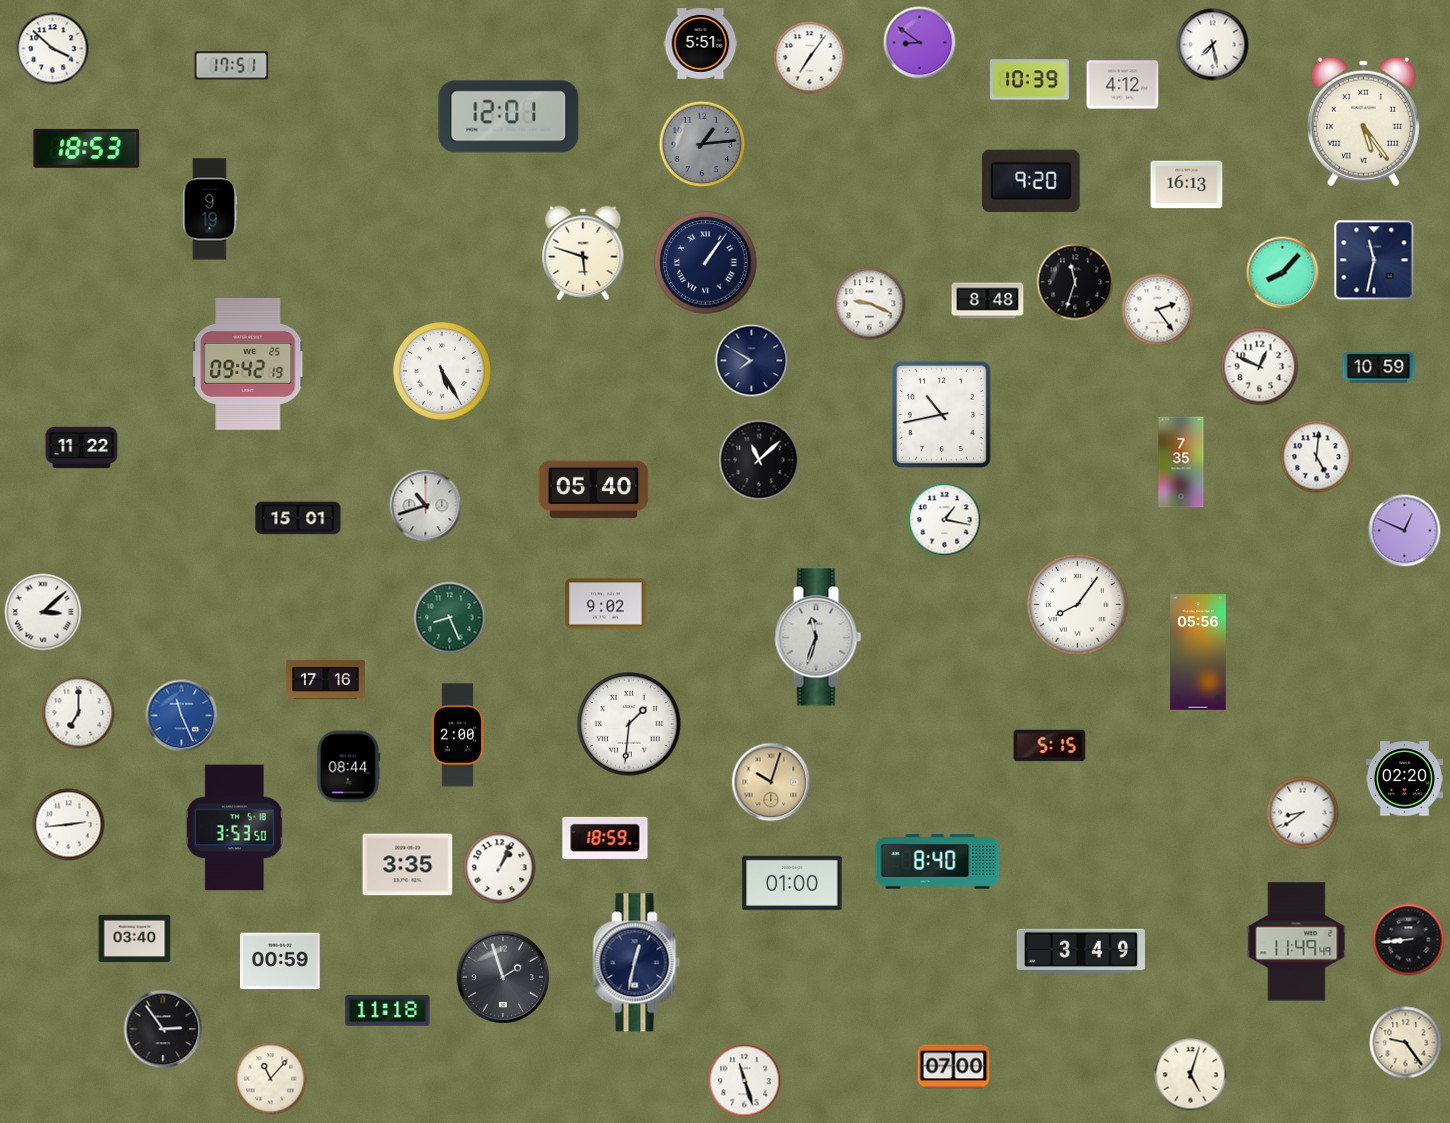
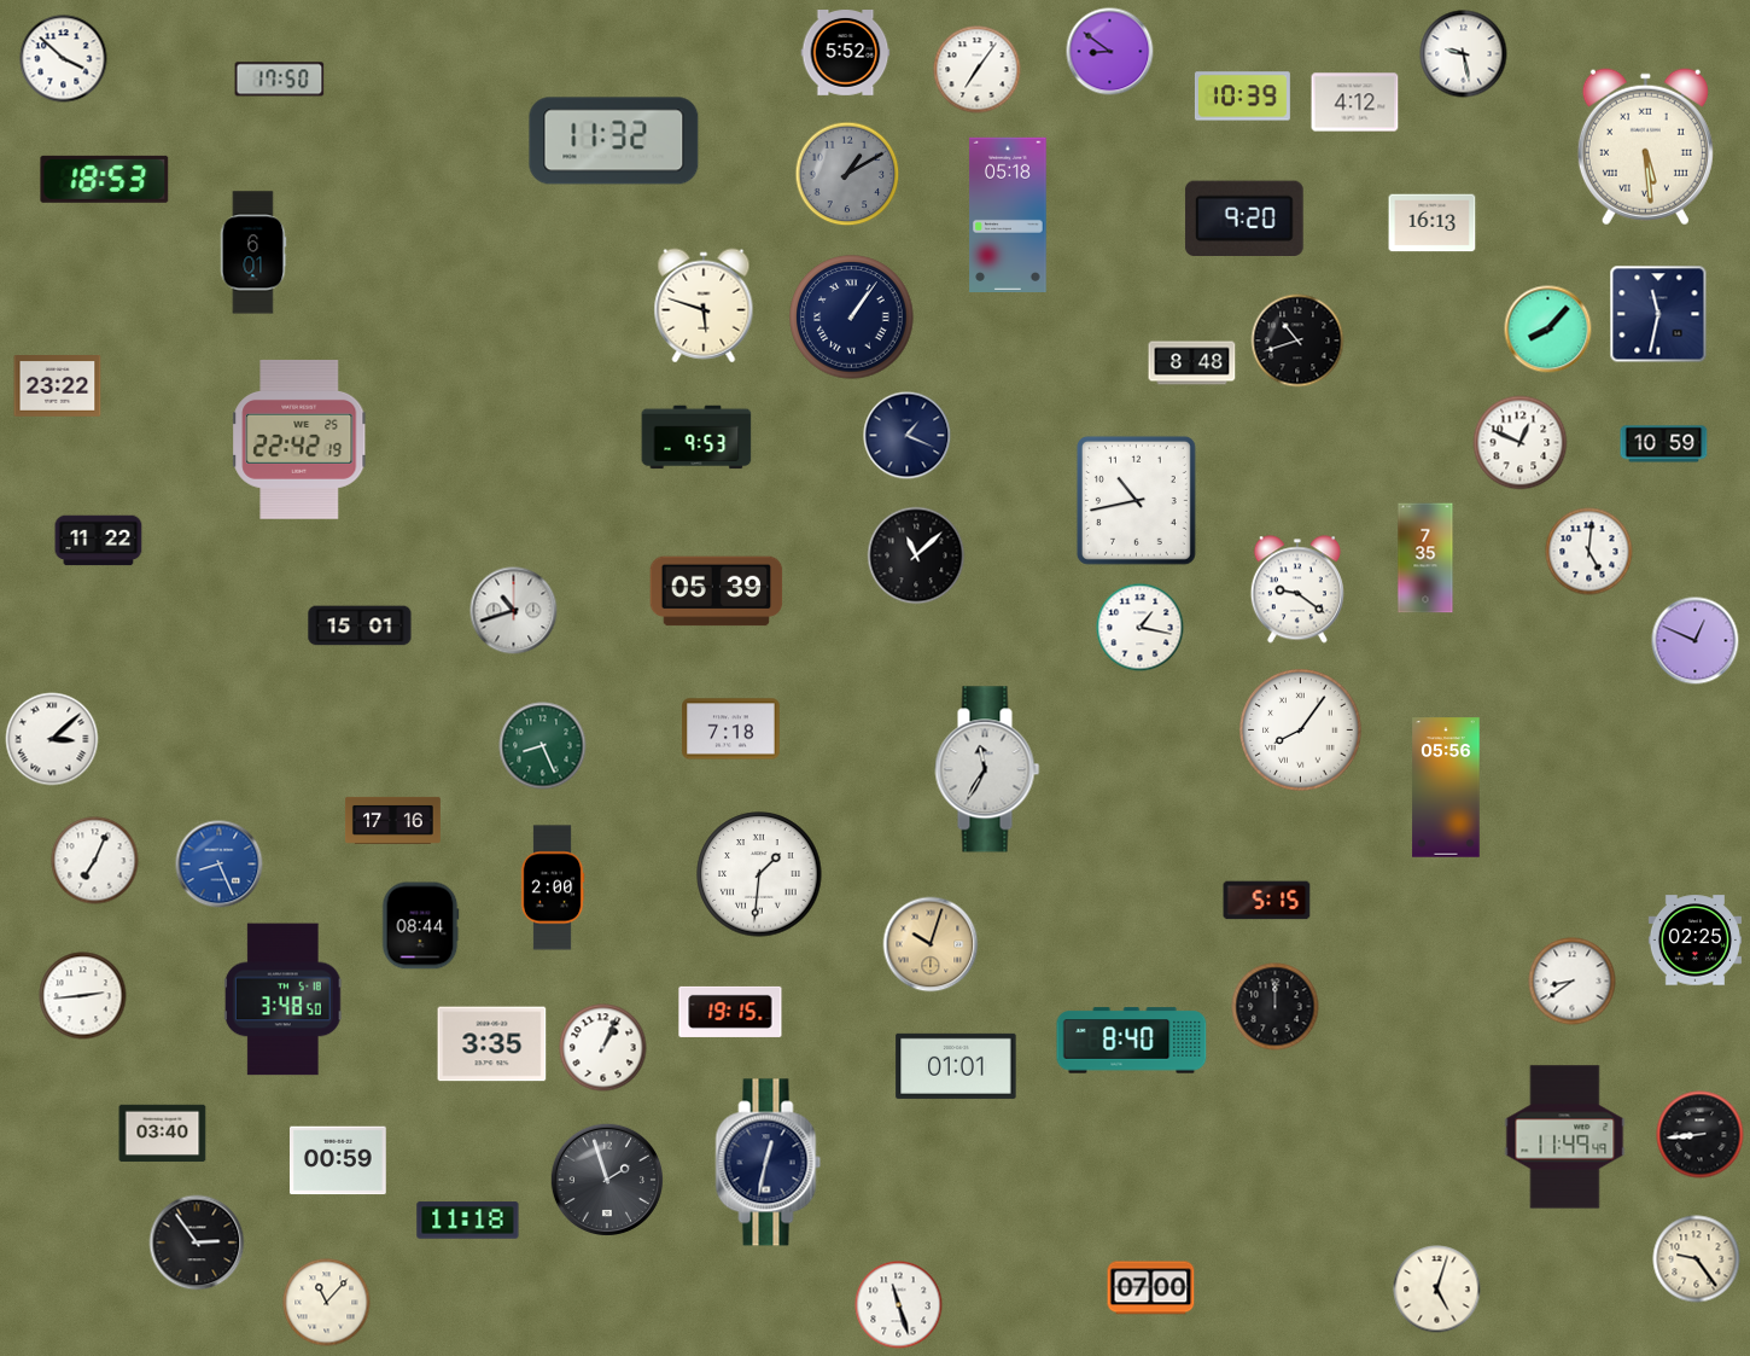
clock at (701, 44): 5:51 -> 5:52
clock at (1213, 45): 7:28 -> 9:28
clock at (232, 66): 17:51 -> 17:50
clock at (509, 117): 12:01 -> 11:32
clock at (1363, 122): 5:24 -> 5:29
clock at (702, 144): 1:14 -> 1:10
clock at (1008, 214): none -> 05:18
clock at (210, 209): 9:19 -> 6:01
clock at (1075, 282): 11:33 -> 10:42
clock at (870, 304): 9:19 -> none
clock at (1158, 310): 2:24 -> none
clock at (58, 386): none -> 23:22
clock at (752, 361): 7:50 -> 1:19
clock at (696, 437): none -> 9:53
clock at (248, 364): 09:42 -> 22:42
clock at (443, 372): 5:25 -> none
clock at (1297, 589): none -> 9:21
clock at (594, 490): 05:40 -> 05:39
clock at (606, 604): 9:02 -> 7:18
clock at (818, 637): 11:33 -> 11:35
clock at (79, 713): 7:00 -> 7:04
clock at (182, 716): 11:26 -> 8:26
clock at (1404, 779): 02:20 -> 02:25
clock at (234, 828): 3:53 -> 3:48
clock at (1276, 1007): none -> 12:00
clock at (605, 838): 18:59 -> 19:15
clock at (792, 883): 01:00 -> 01:01
clock at (1080, 951): 3:49 -> none
clock at (1191, 1075) position: (1191, 1075) -> (1437, 1290)
